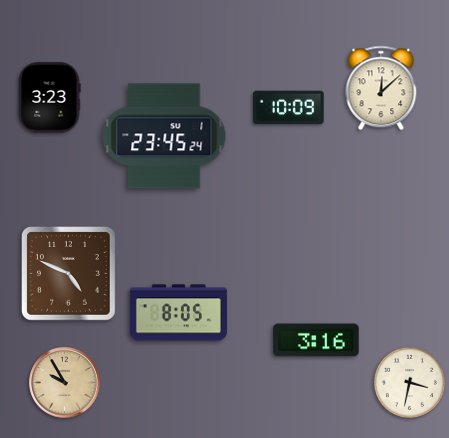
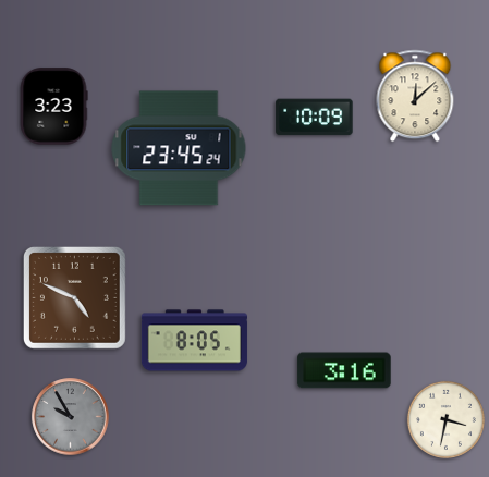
clock at (409, 382) position: (409, 382) -> (445, 419)
clock at (65, 383) dial: champagne -> grey
